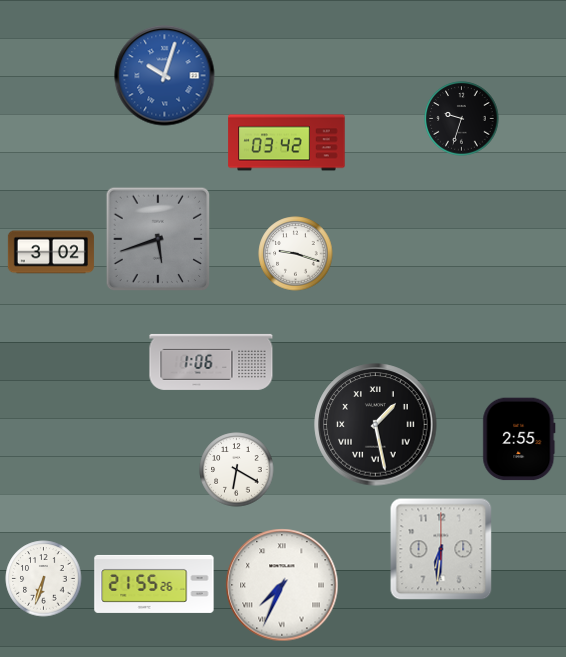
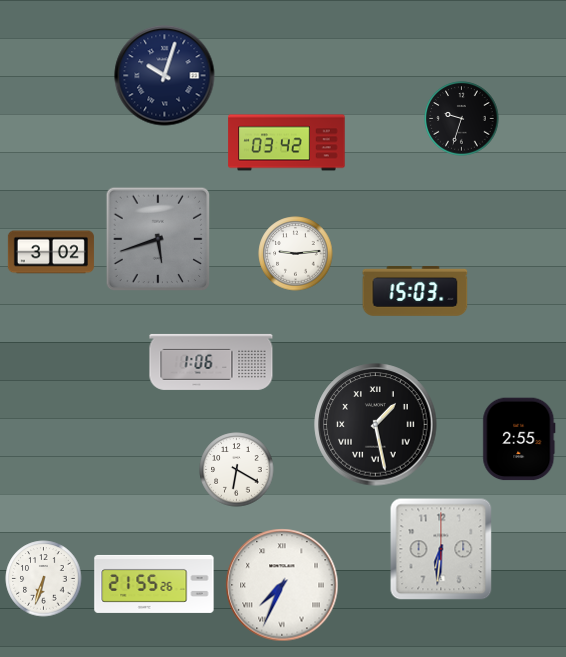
clock at (165, 76) dial: blue -> navy
clock at (296, 254): 9:18 -> 9:14
clock at (415, 292): none -> 15:03
